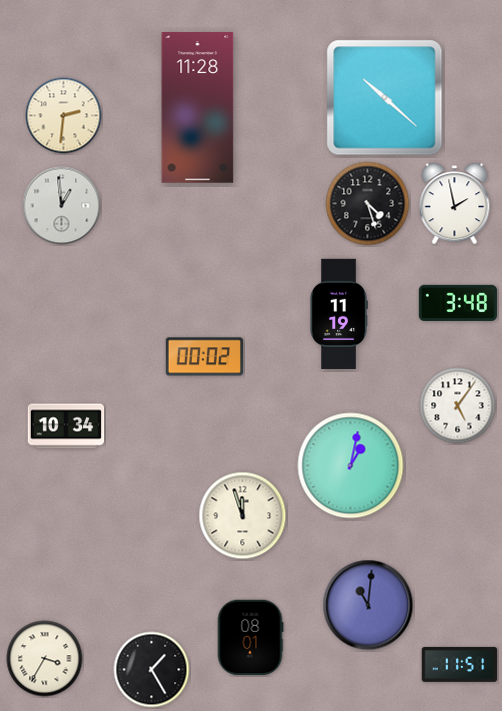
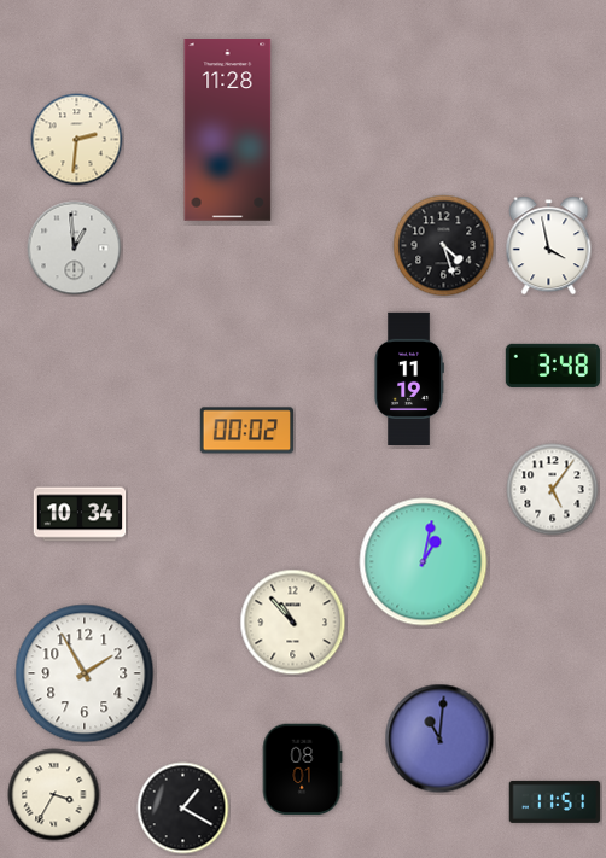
clock at (385, 98): 10:22 -> none
clock at (198, 108) position: (198, 108) -> (228, 130)
clock at (455, 204): 1:58 -> 3:58
clock at (243, 516): 11:57 -> 10:53
clock at (85, 673): none -> 1:55
clock at (368, 605) position: (368, 605) -> (439, 739)
clock at (152, 670): 1:25 -> 1:20
